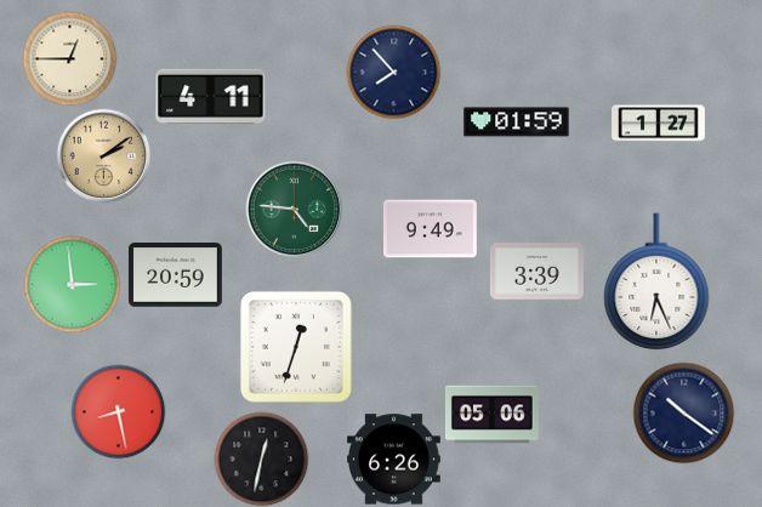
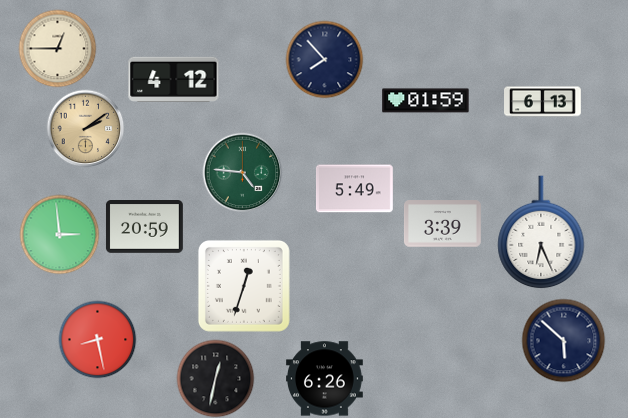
clock at (211, 96): 4:11 -> 4:12
clock at (659, 124): 1:27 -> 6:13
clock at (430, 229): 9:49 -> 5:49
clock at (683, 412): 10:21 -> 5:52
clock at (493, 415): 05:06 -> none
